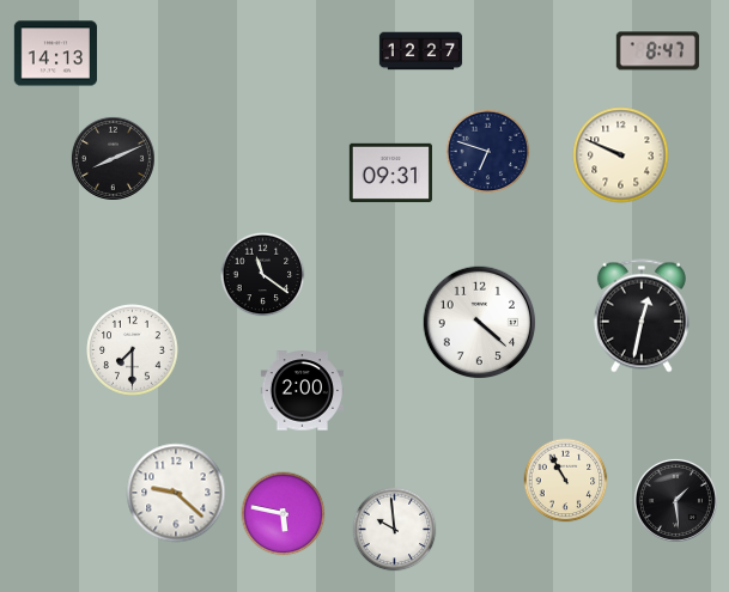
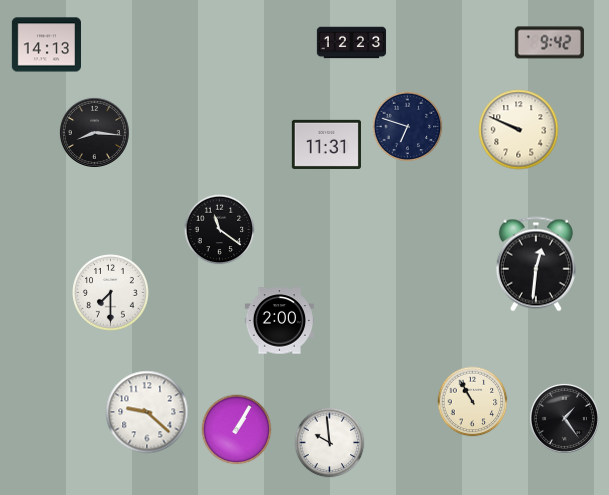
clock at (421, 51): 12:27 -> 12:23
clock at (657, 51): 8:47 -> 9:42
clock at (113, 158): 8:11 -> 8:16
clock at (390, 172): 09:31 -> 11:31
clock at (642, 316): 12:32 -> 12:31
clock at (480, 323): 4:22 -> none
clock at (302, 391) position: (302, 391) -> (279, 321)
clock at (675, 500): 1:29 -> 1:24
clock at (284, 514): 5:47 -> 1:05
